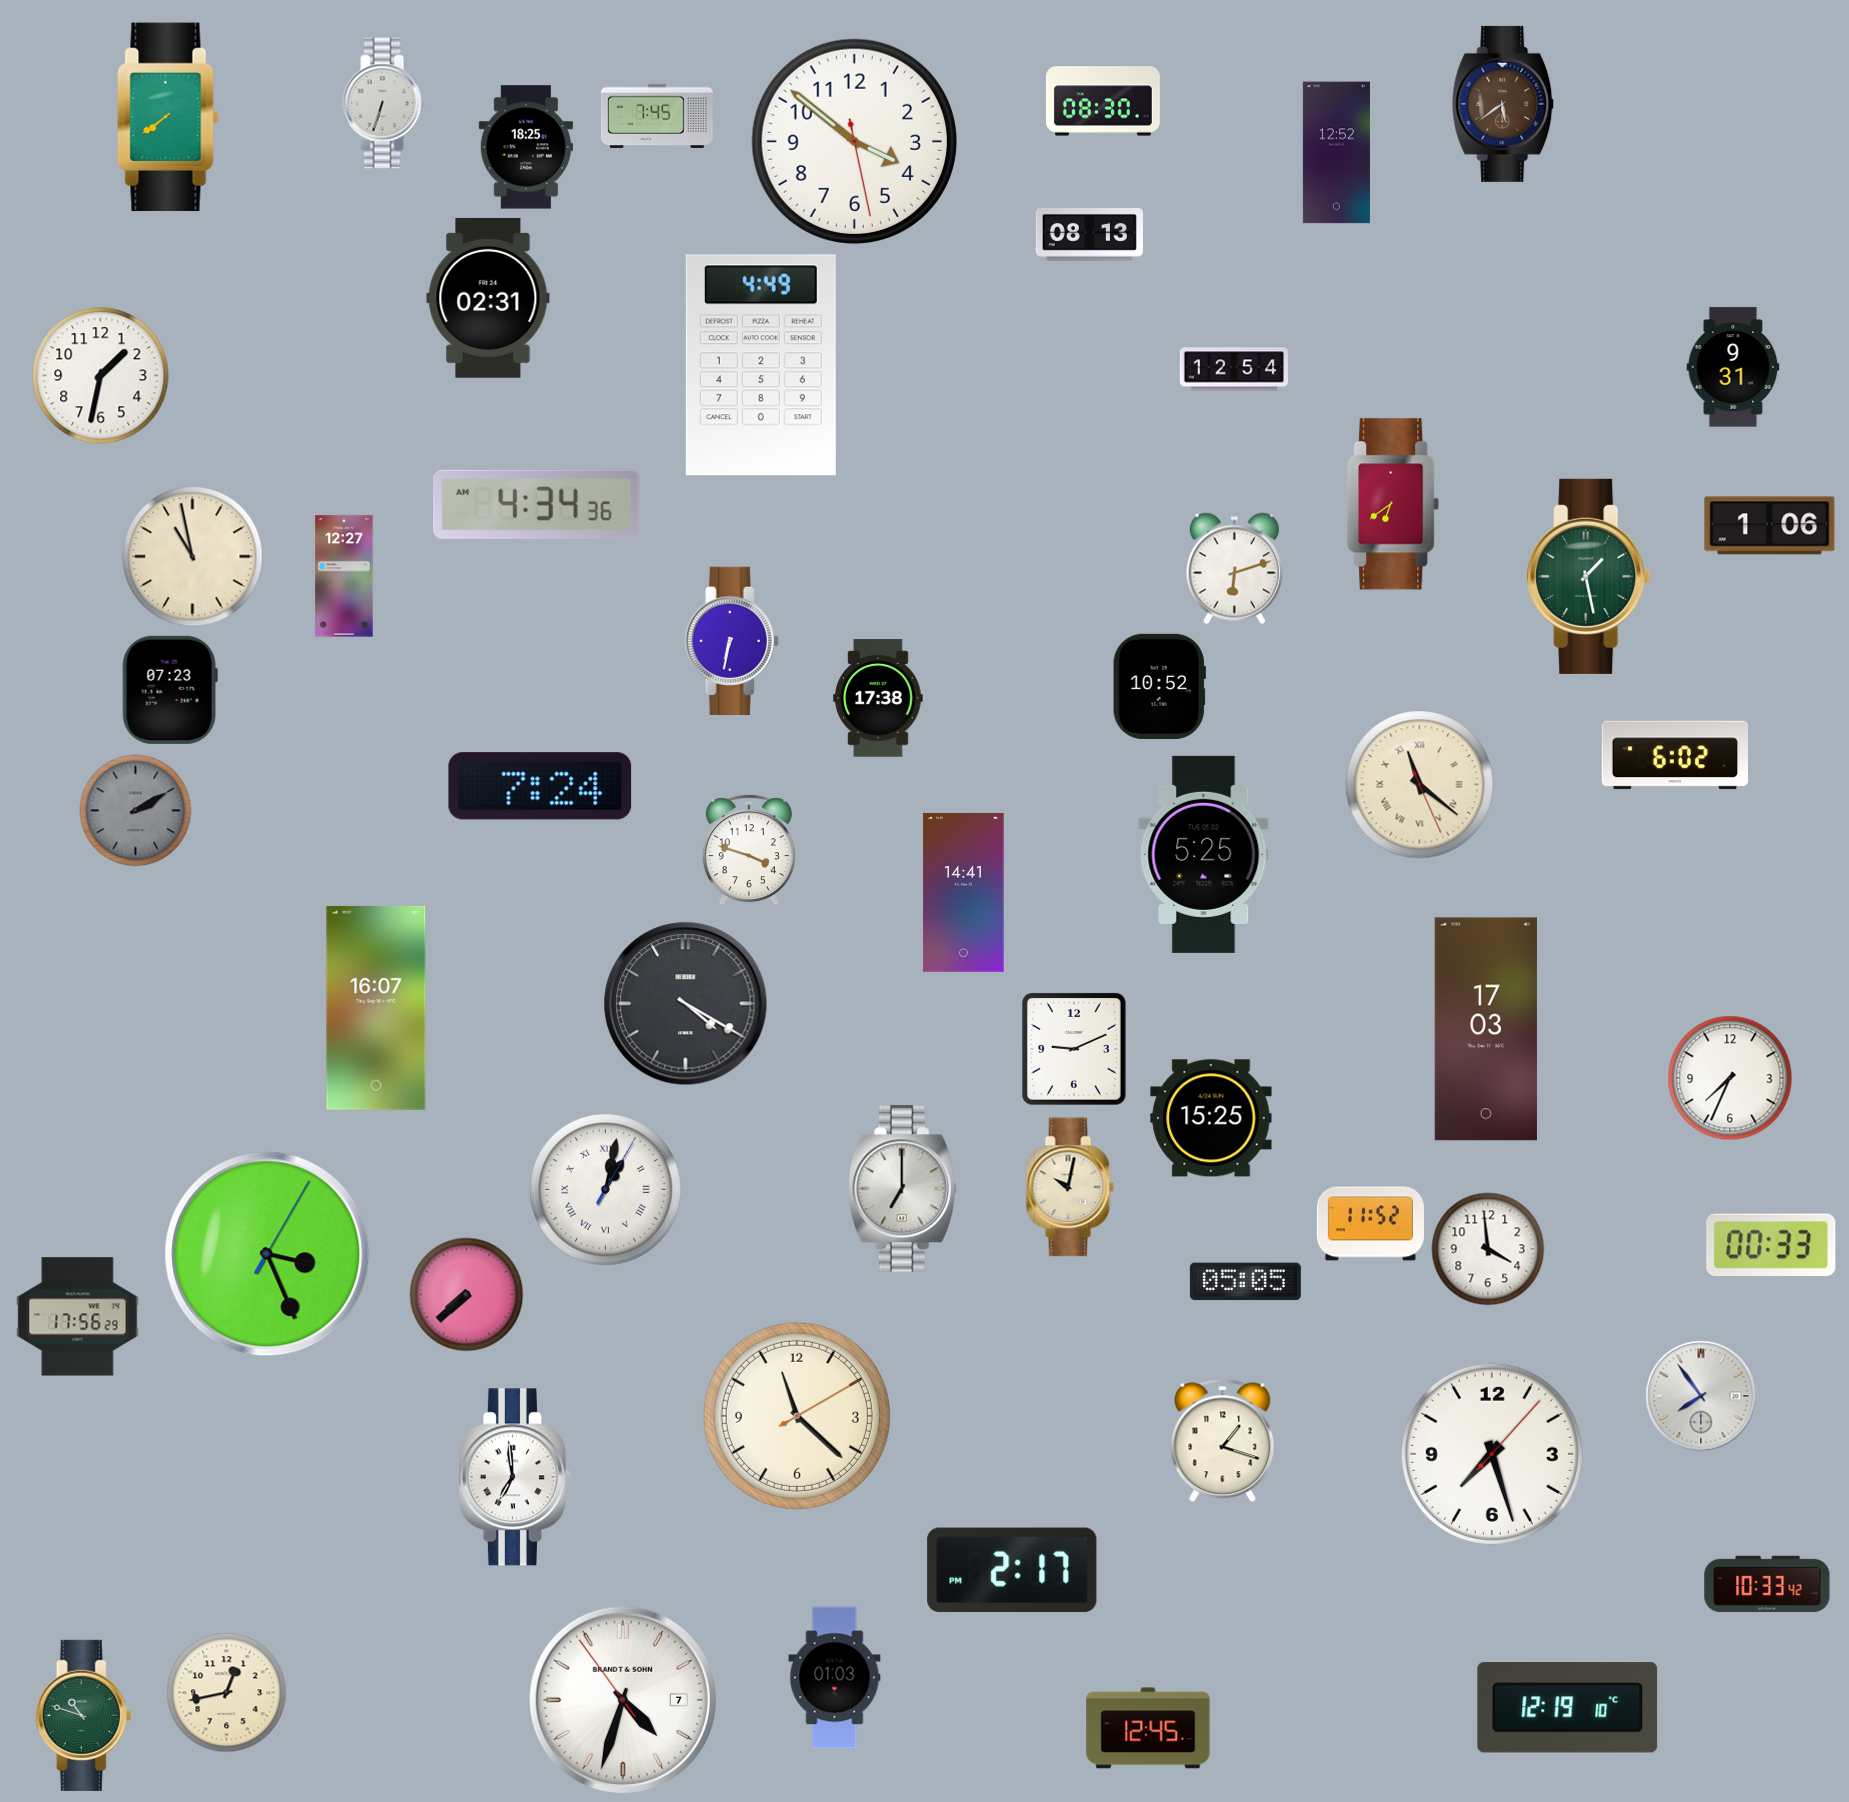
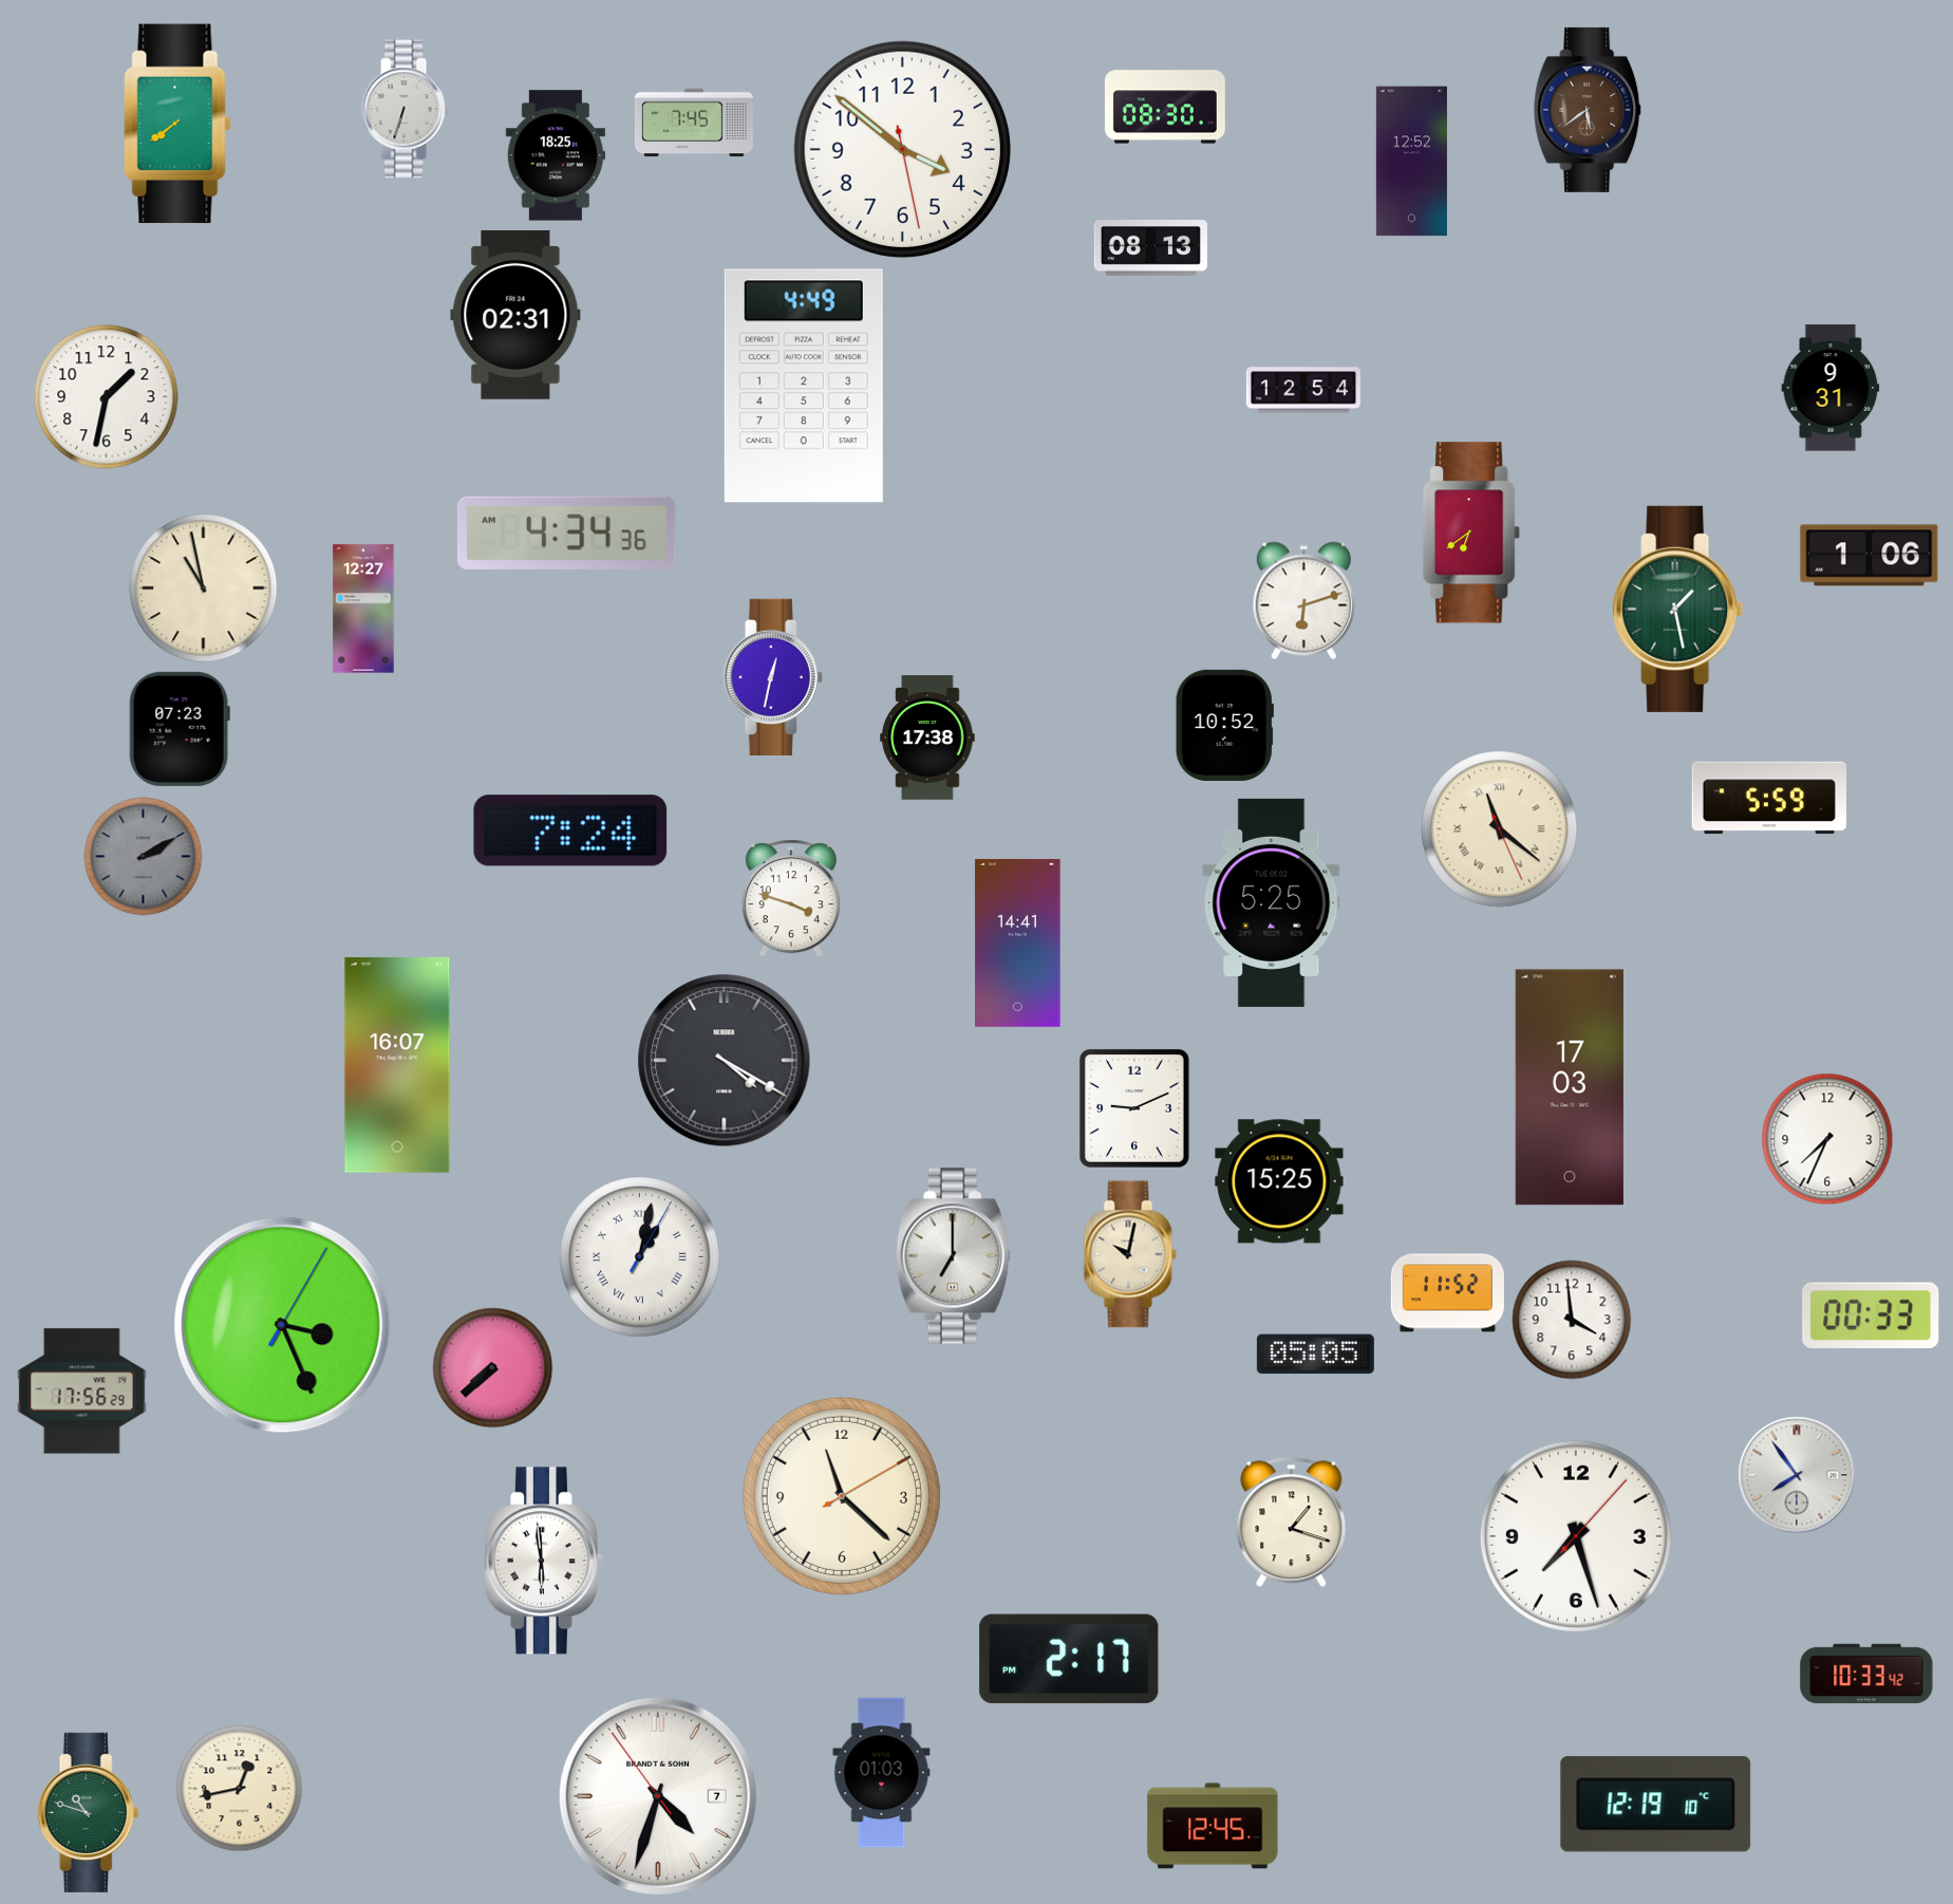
clock at (732, 641): 6:32 -> 12:32
clock at (1675, 755): 6:02 -> 5:59
clock at (515, 1477): 6:59 -> 5:59
